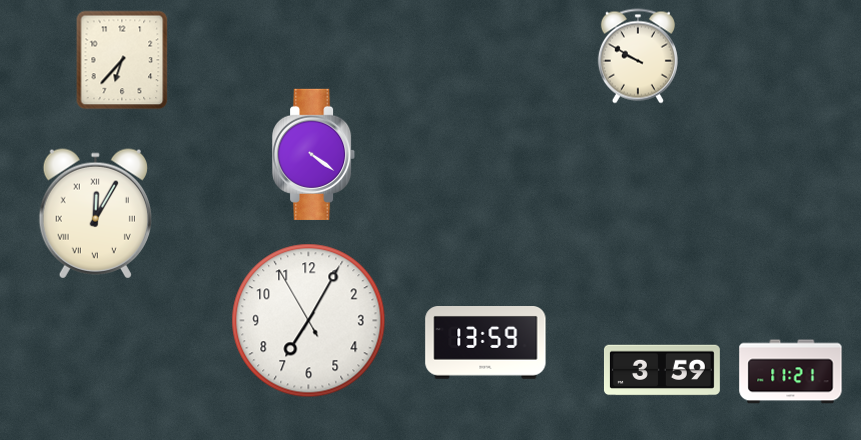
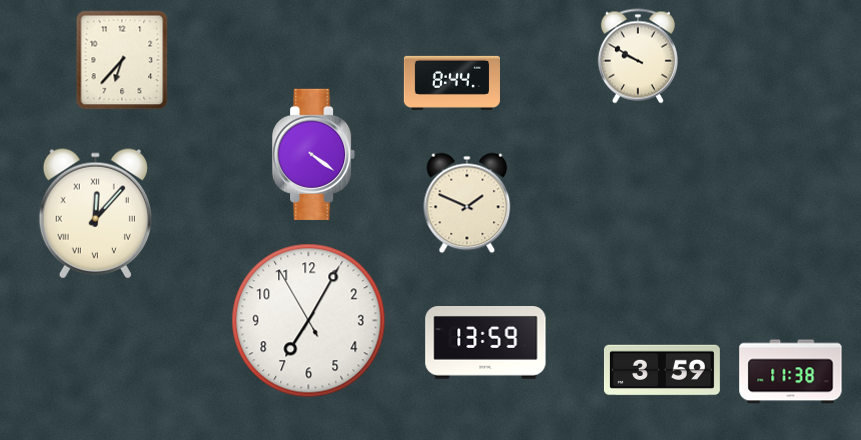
clock at (452, 83): none -> 8:44
clock at (467, 203): none -> 1:49
clock at (95, 214): 12:05 -> 12:07
clock at (791, 372): 11:21 -> 11:38
